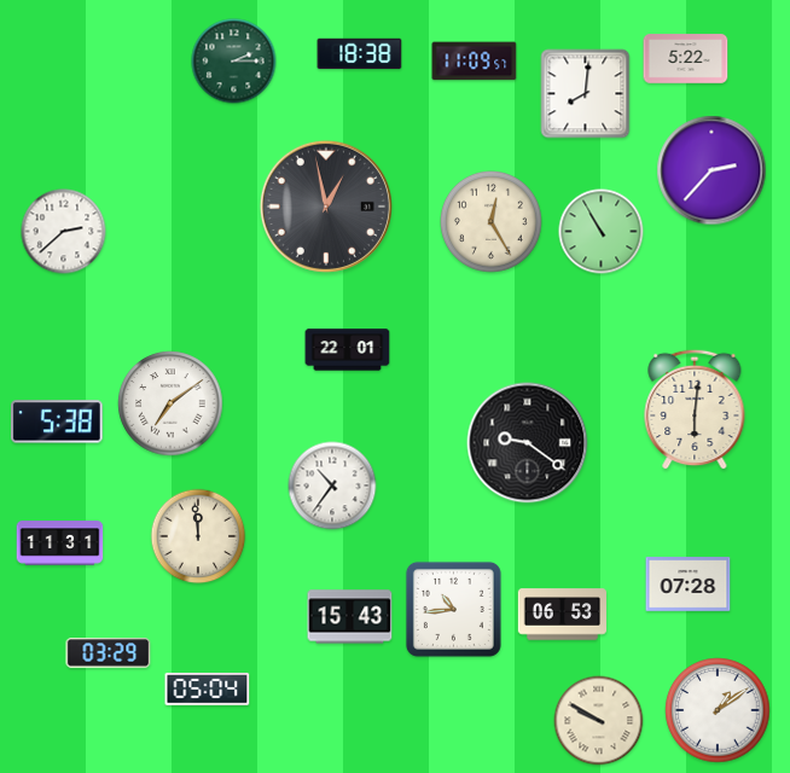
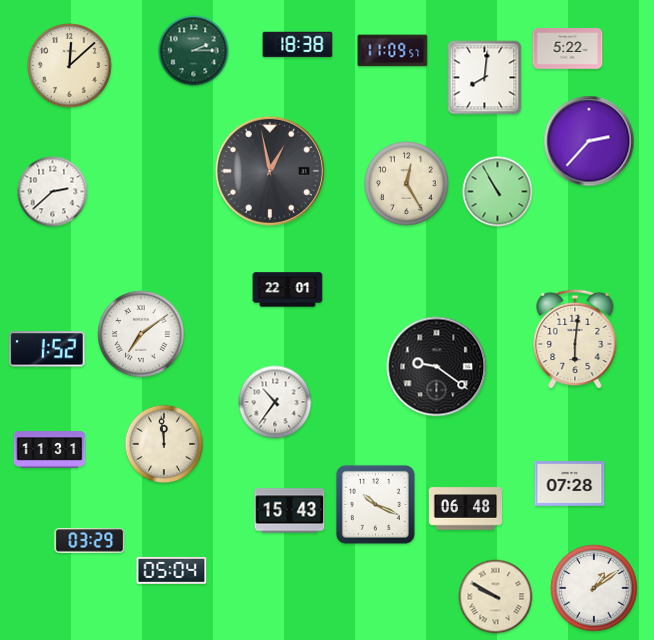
clock at (70, 66): none -> 12:08
clock at (58, 422): 5:38 -> 1:52
clock at (453, 609): 10:44 -> 10:19
clock at (562, 615): 06:53 -> 06:48
